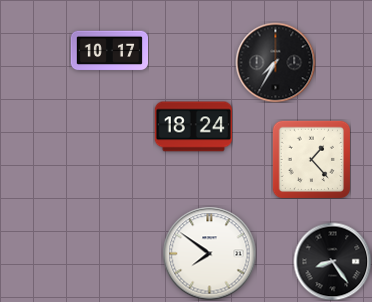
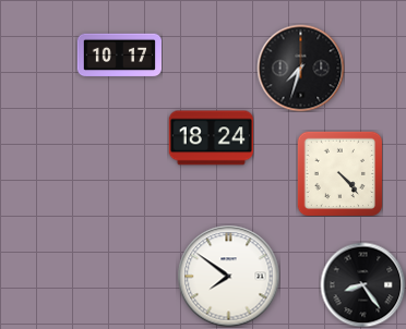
clock at (275, 62): 7:35 -> 7:33
clock at (311, 159): 1:23 -> 4:23
